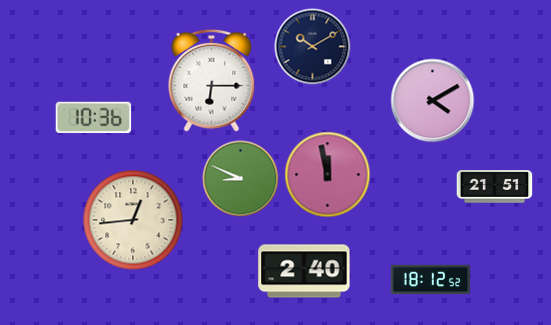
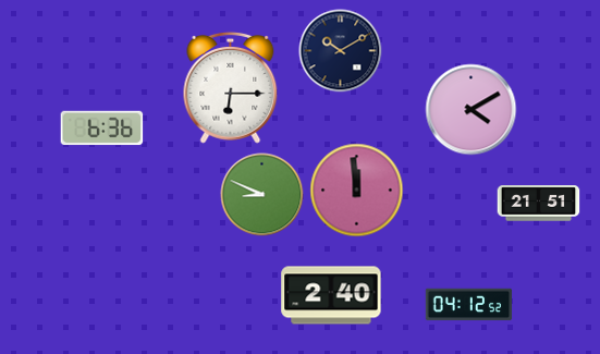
clock at (94, 118): 10:36 -> 6:36
clock at (328, 175): 11:58 -> 11:59
clock at (133, 220): 12:44 -> none
clock at (431, 280): 18:12 -> 04:12
